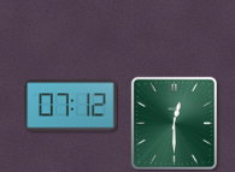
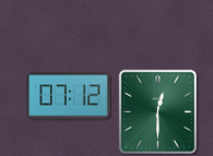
clock at (71, 106) position: (71, 106) -> (69, 96)
